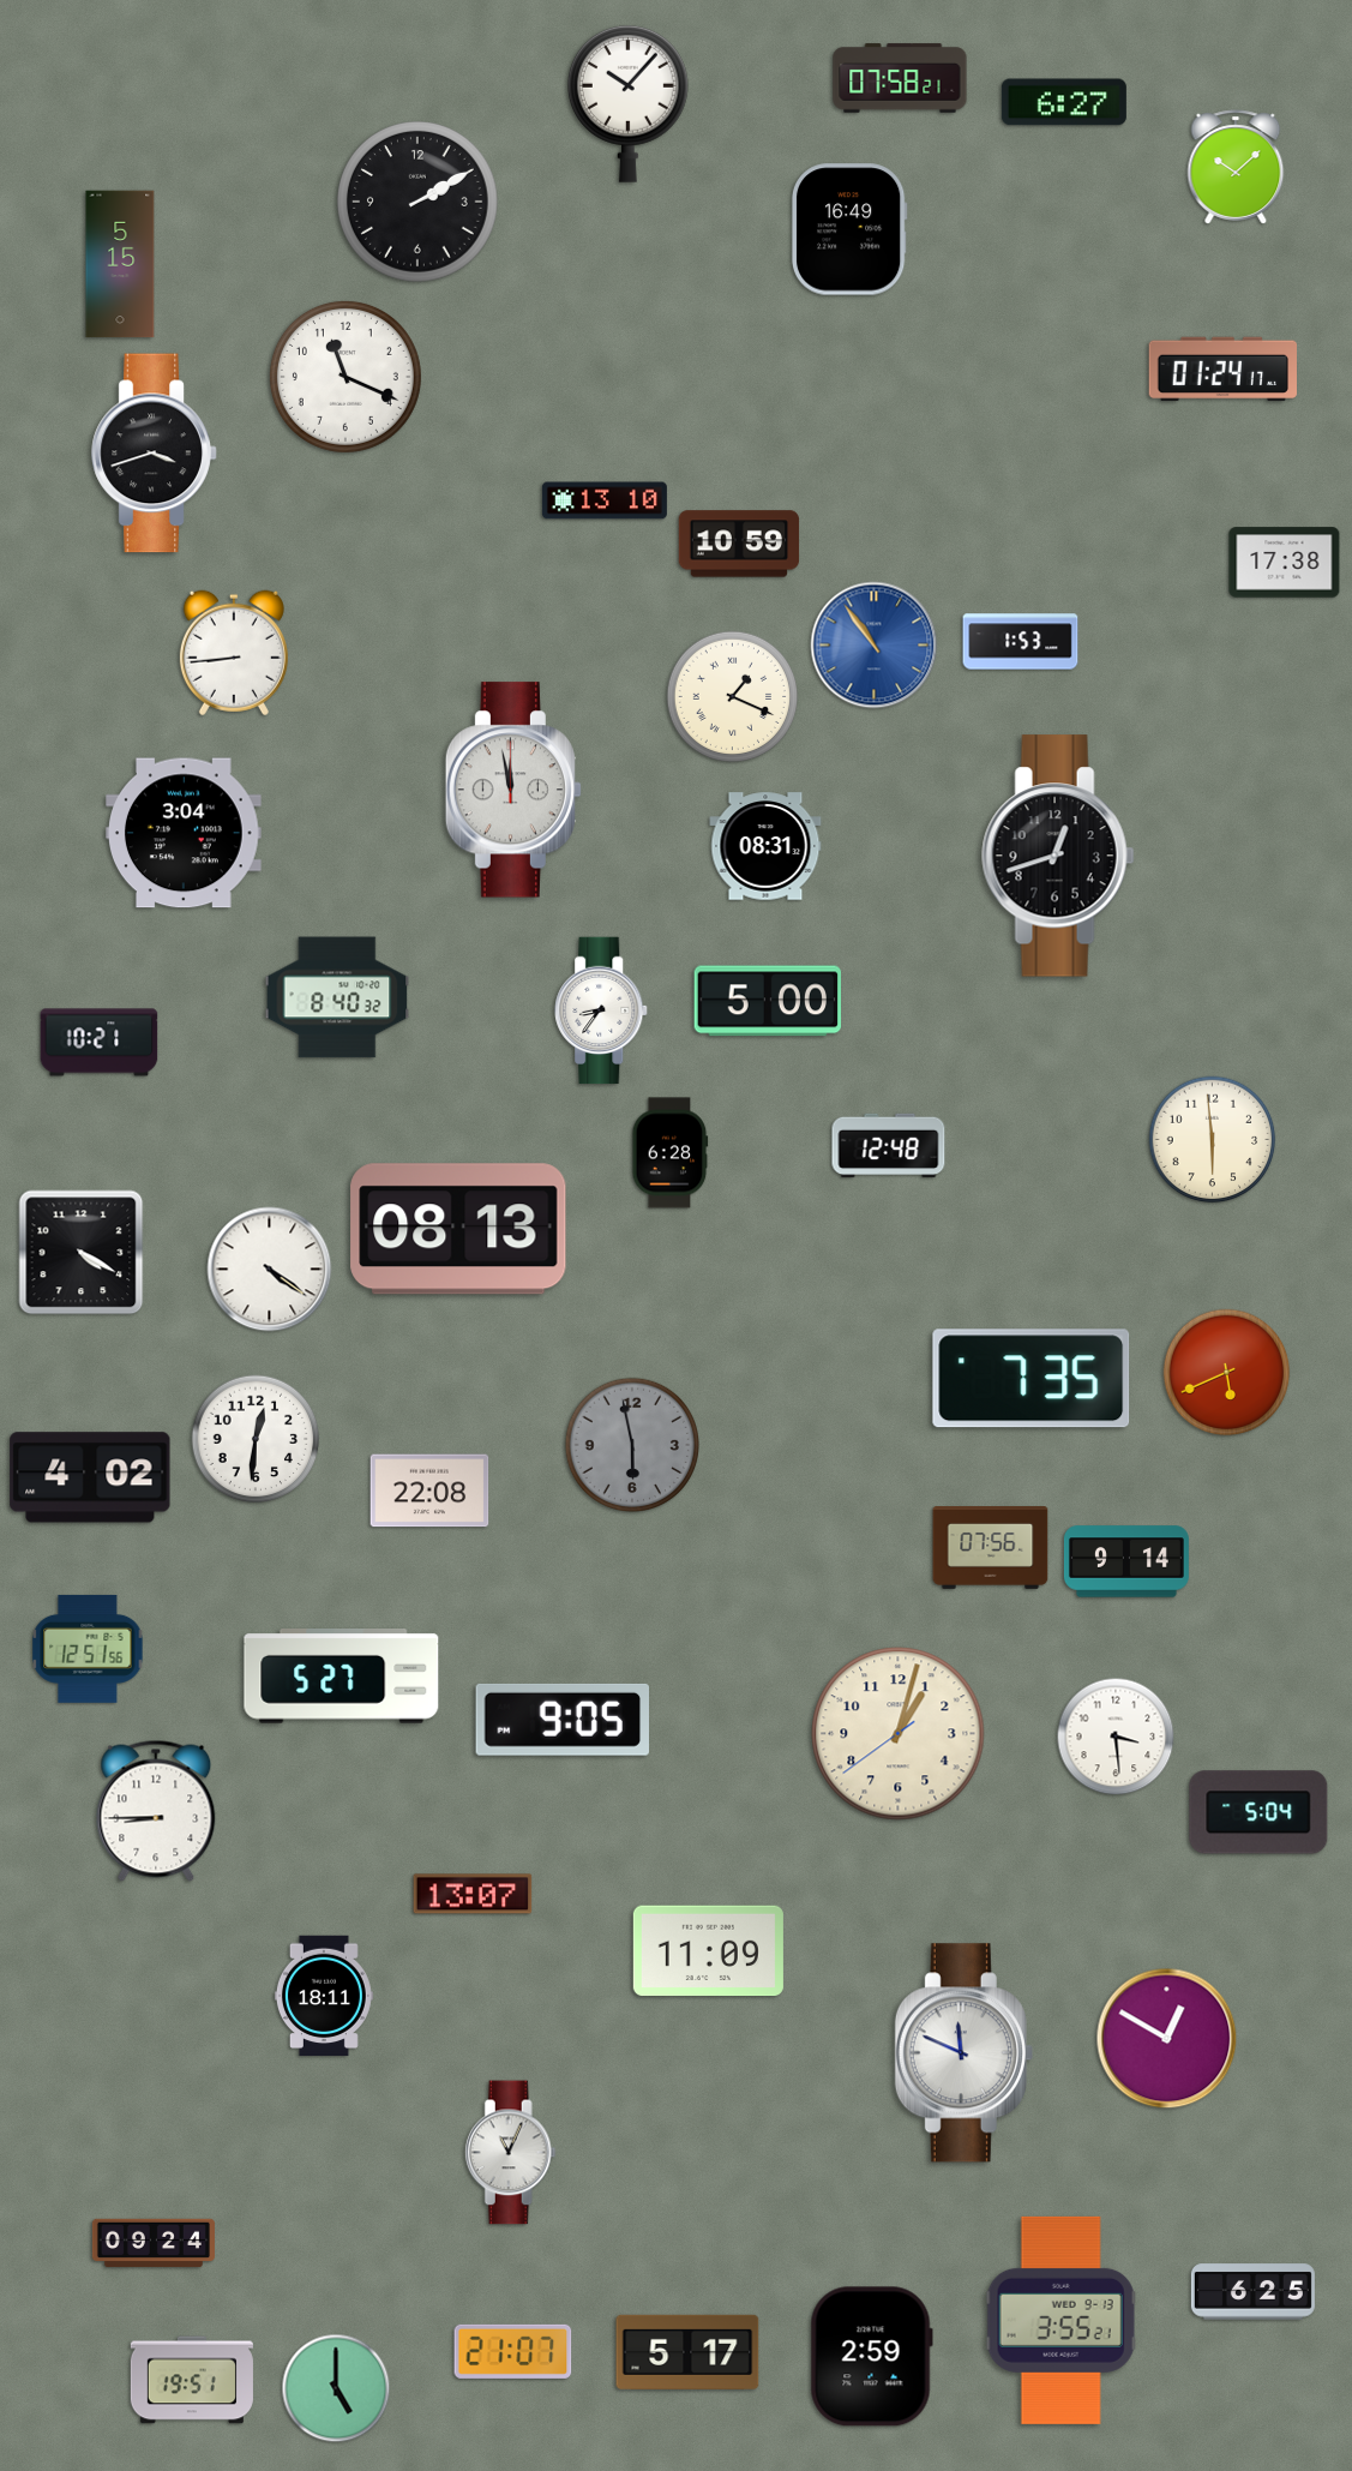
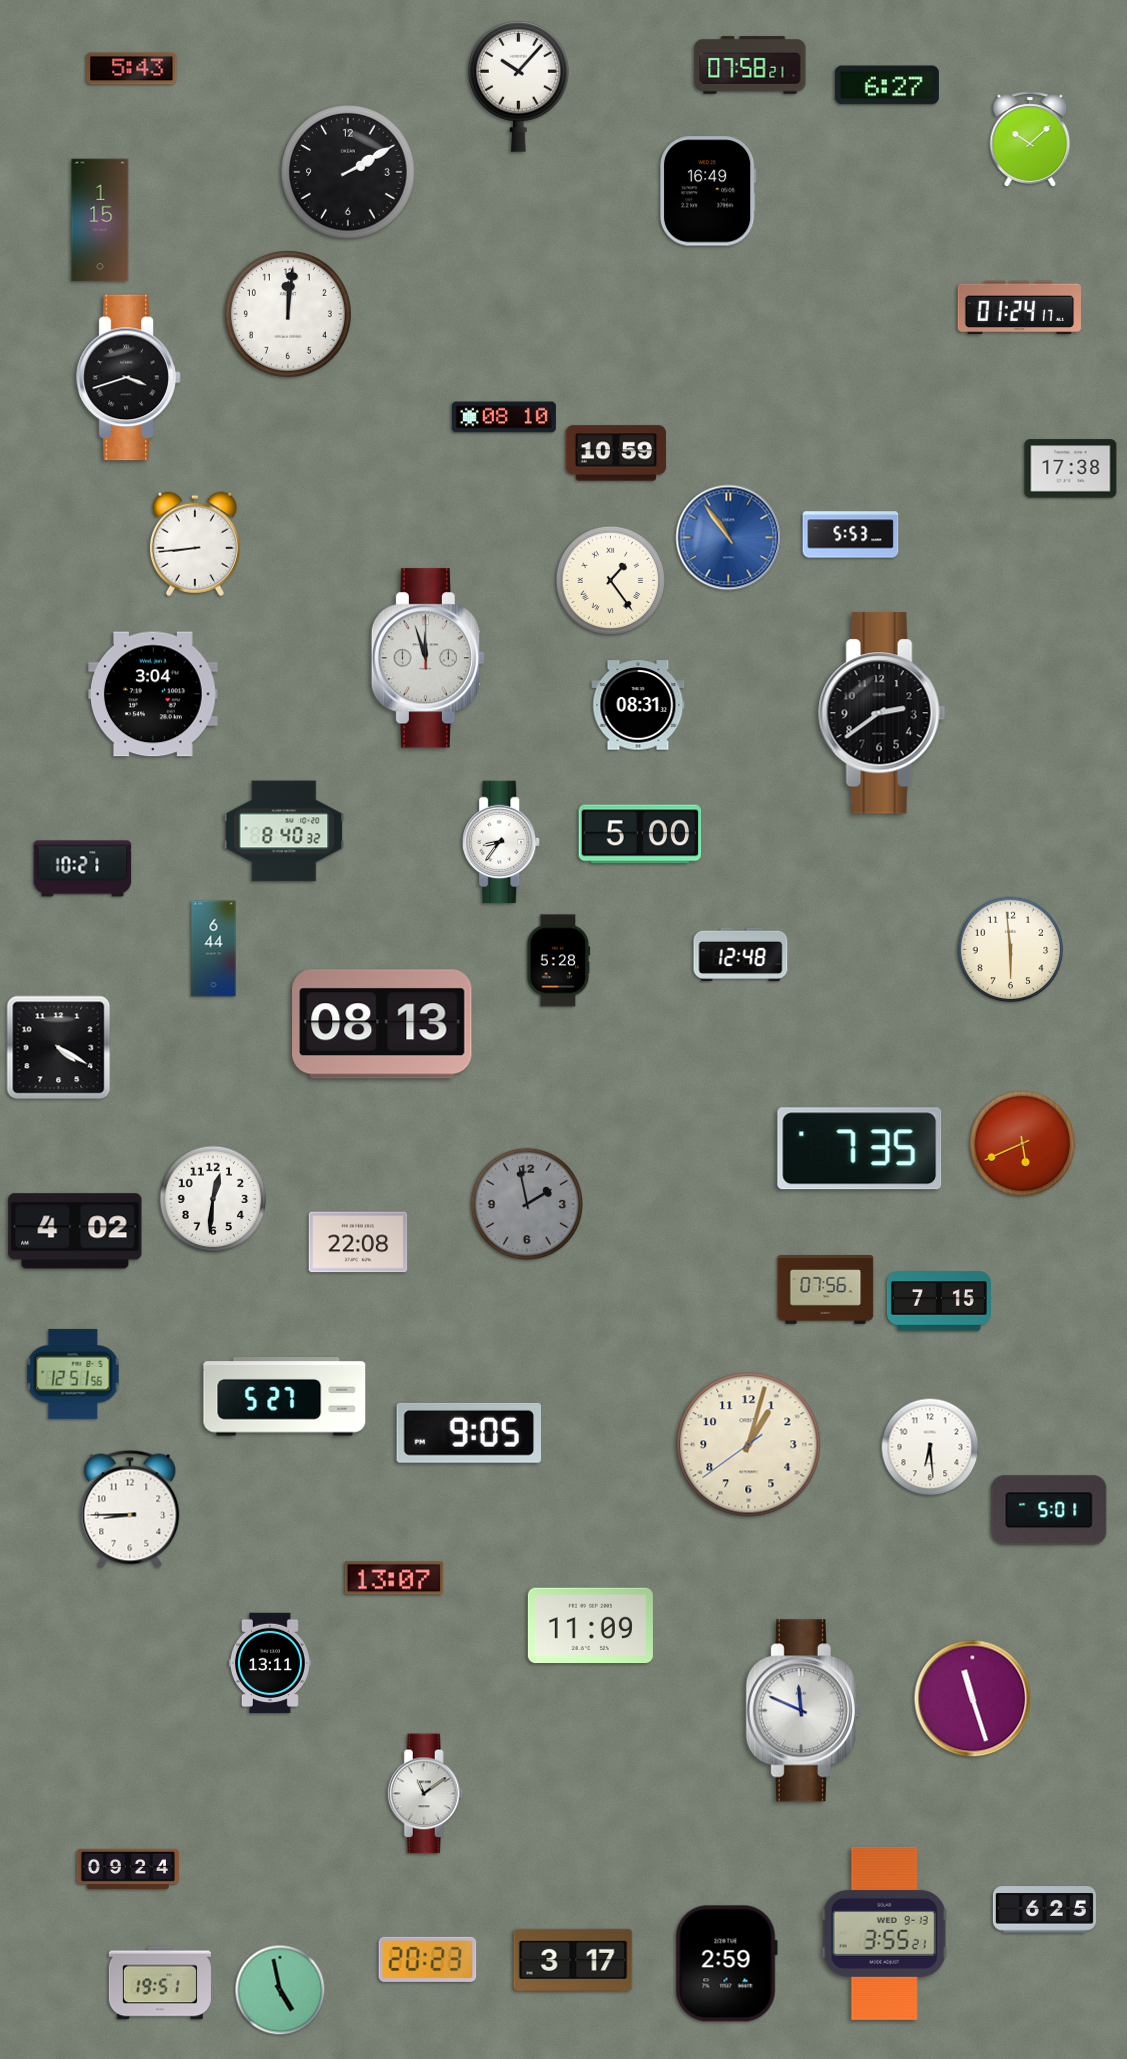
clock at (132, 69): none -> 5:43
clock at (627, 103) position: (627, 103) -> (518, 86)
clock at (419, 203) position: (419, 203) -> (349, 173)
clock at (120, 264): 5:15 -> 1:15
clock at (345, 377): 11:19 -> 12:01
clock at (605, 500): 13:10 -> 08:10
clock at (1021, 642): 1:53 -> 5:53
clock at (733, 697): 1:19 -> 1:24
clock at (512, 790): 11:58 -> 11:57
clock at (1058, 856): 12:42 -> 2:39
clock at (337, 997) position: (337, 997) -> (284, 831)
clock at (214, 949): none -> 6:44
clock at (671, 1153): 6:28 -> 5:28
clock at (82, 1253) position: (82, 1253) -> (59, 1048)
clock at (270, 1270): 4:21 -> none
clock at (631, 1444): 5:58 -> 1:58
clock at (1126, 1561): 9:14 -> 7:15
clock at (1116, 1737): 3:29 -> 6:29
clock at (1258, 1812): 5:04 -> 5:01
clock at (324, 1996): 18:11 -> 13:11
clock at (1167, 2039): 12:50 -> 11:27
clock at (510, 2153): 11:04 -> 11:09
clock at (513, 2351): 21:07 -> 20:23
clock at (687, 2352): 5:17 -> 3:17
clock at (336, 2388): 5:00 -> 4:58
